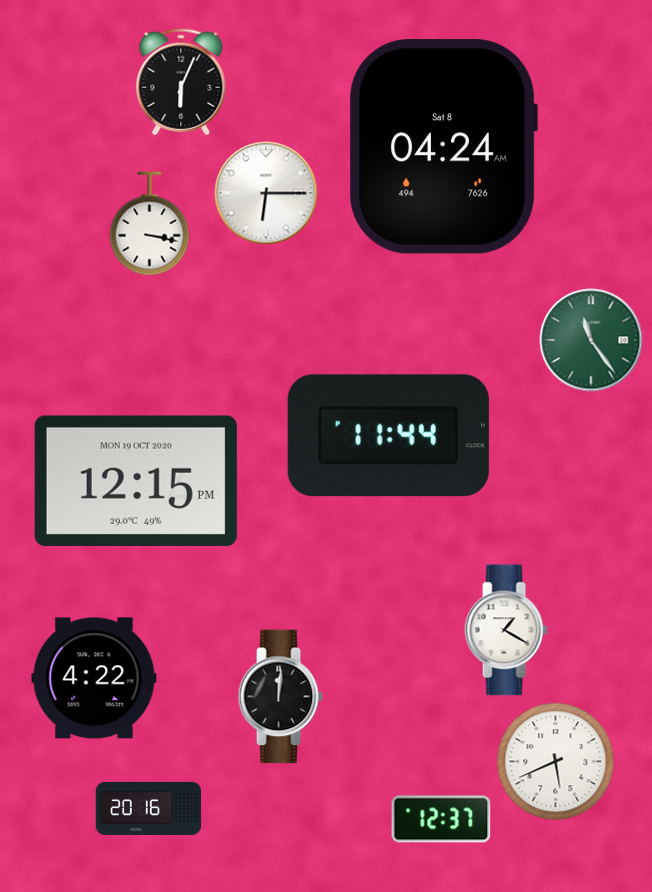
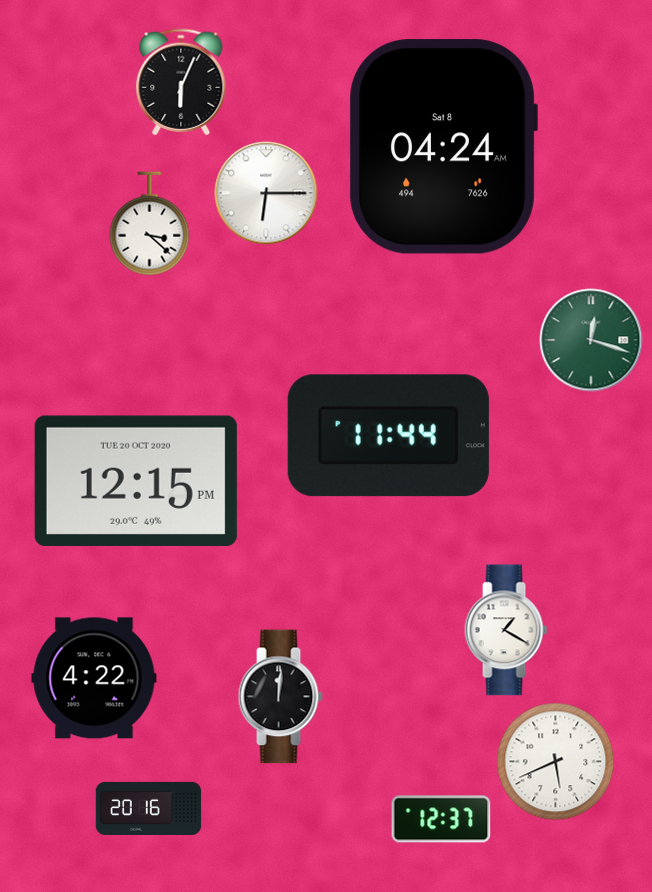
clock at (150, 224): 3:17 -> 3:22
clock at (591, 340): 11:24 -> 12:18
clock at (136, 481) date: MON 19 OCT 2020 -> TUE 20 OCT 2020
